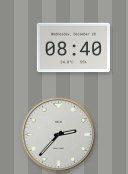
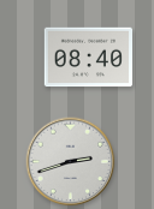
clock at (59, 135): 2:37 -> 2:42
